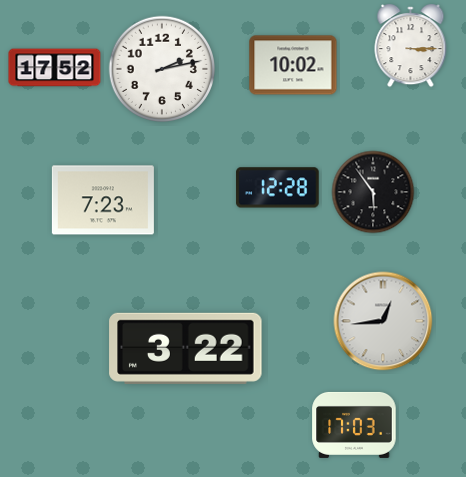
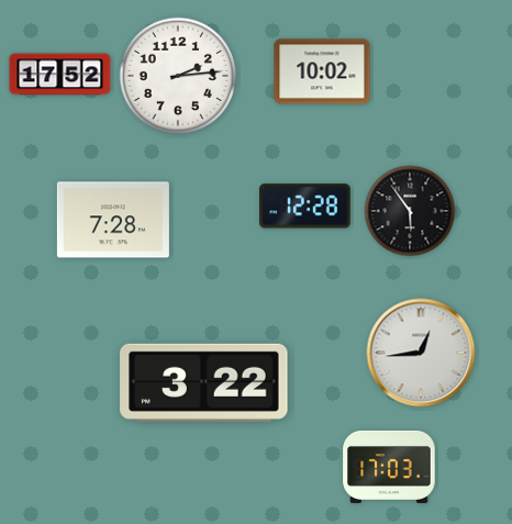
clock at (411, 47): 3:15 -> none
clock at (161, 68): 2:13 -> 2:14
clock at (103, 200): 7:23 -> 7:28
